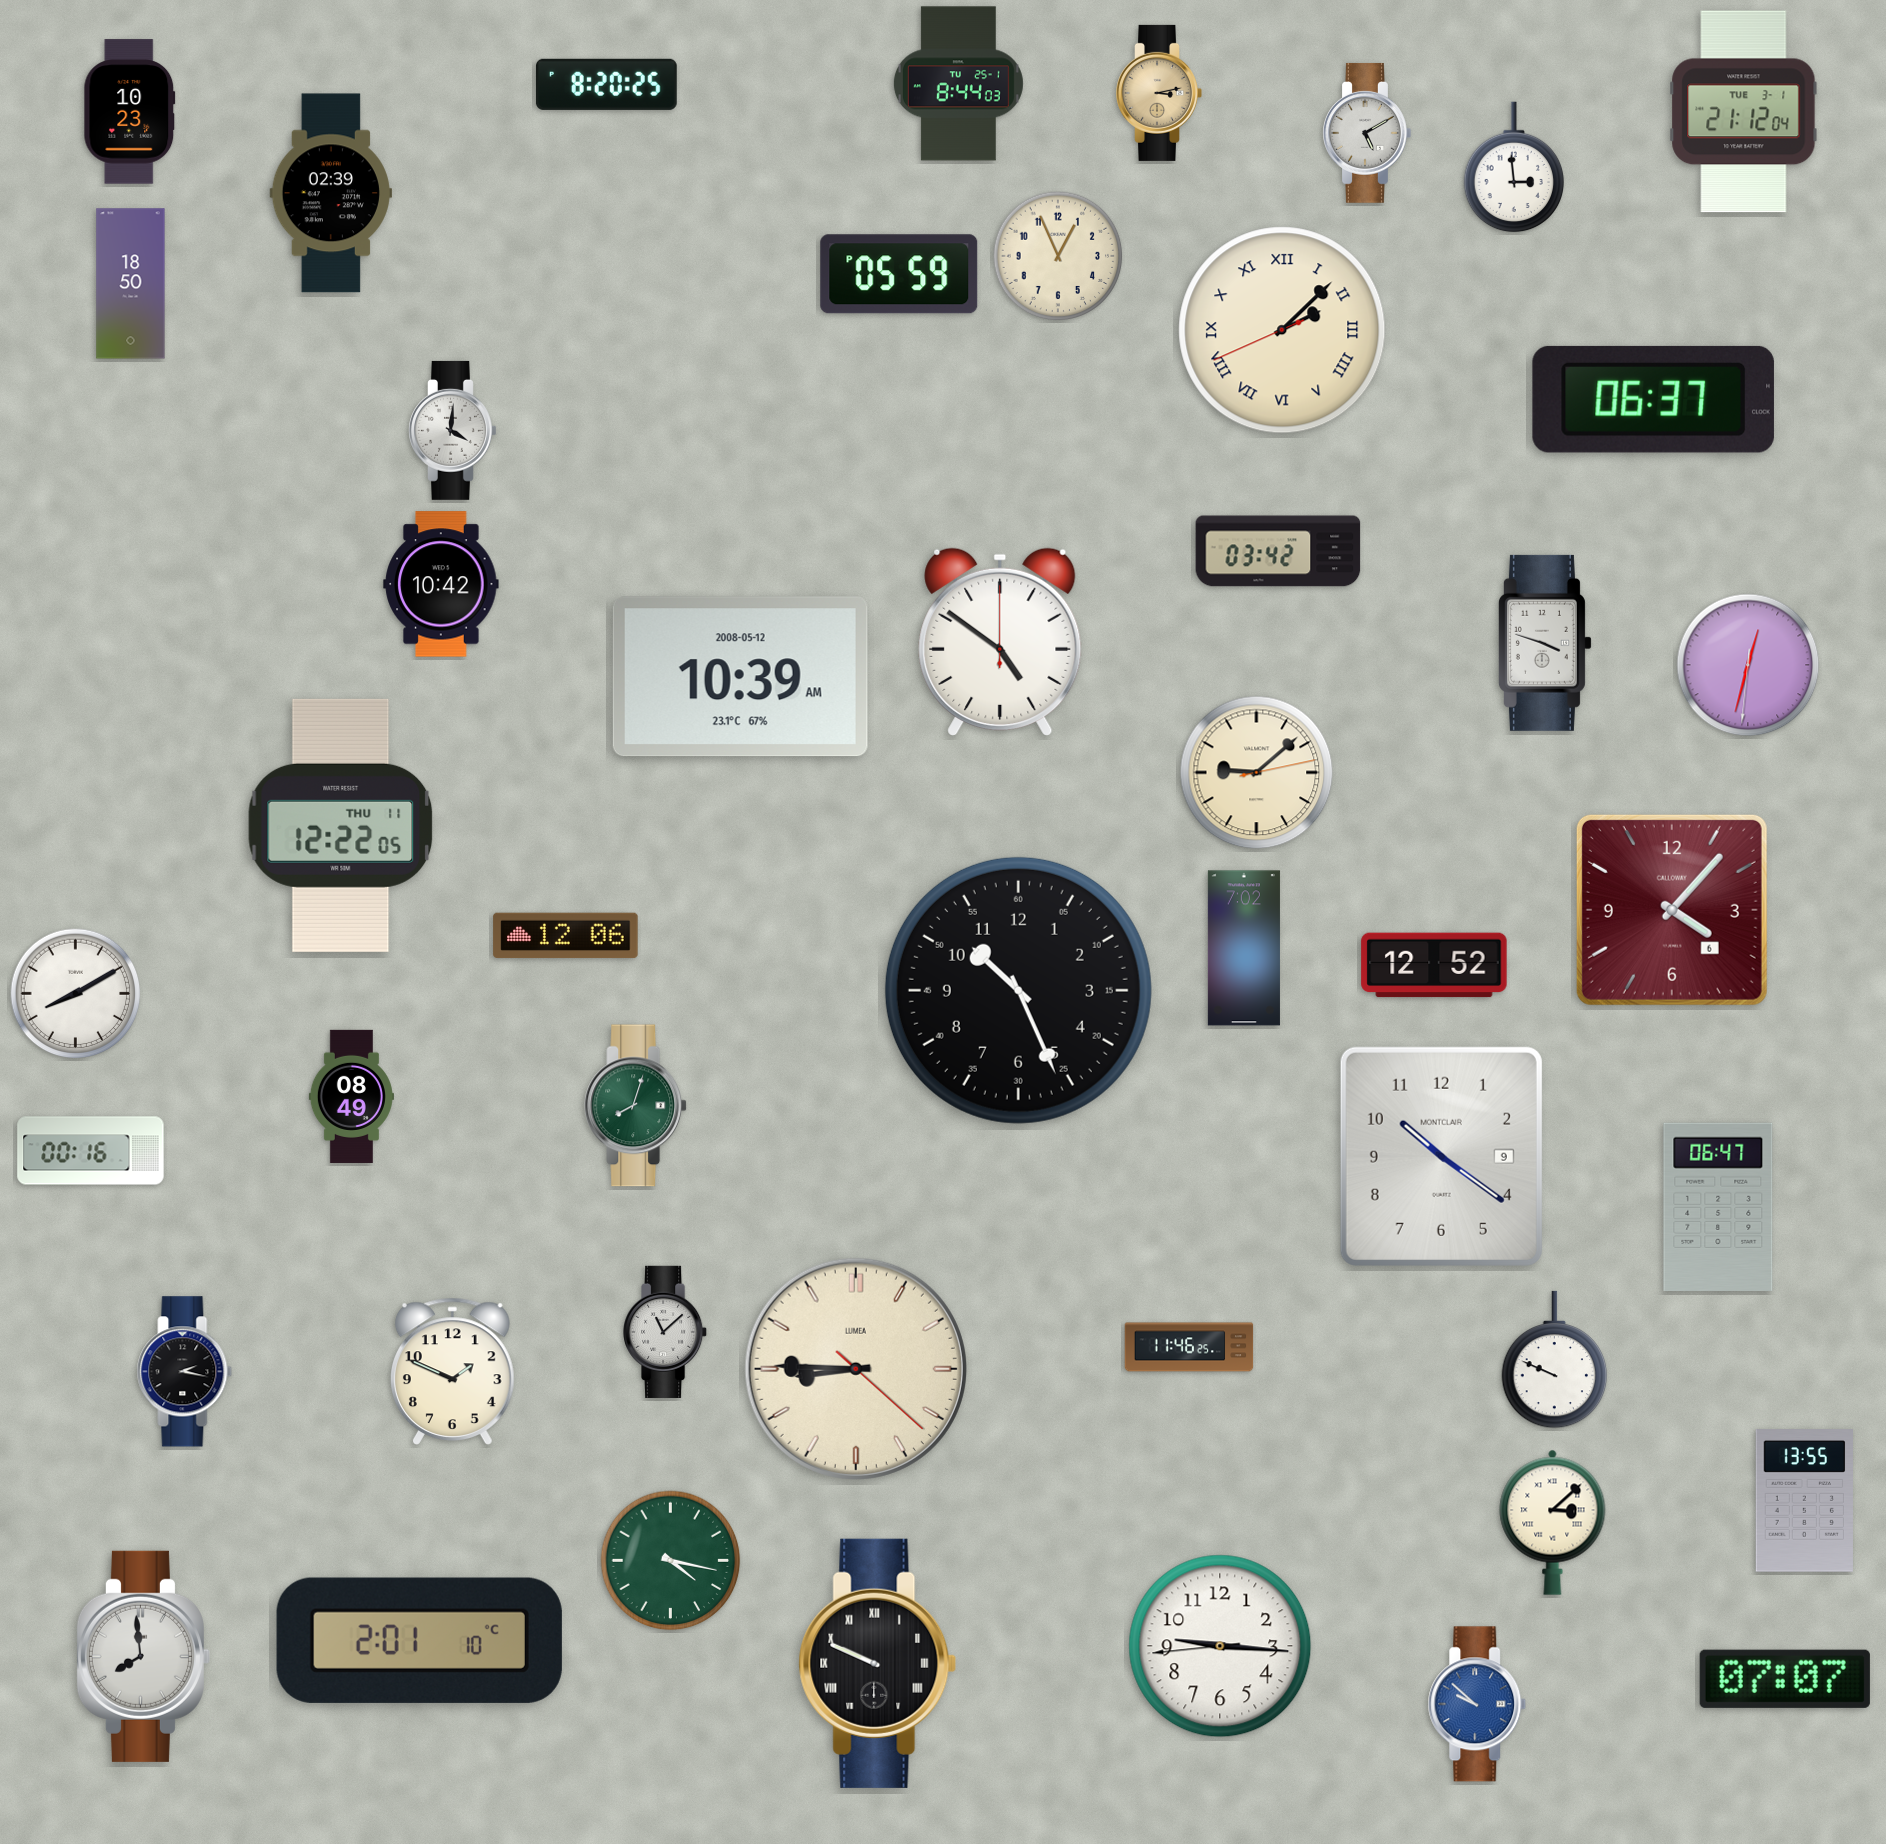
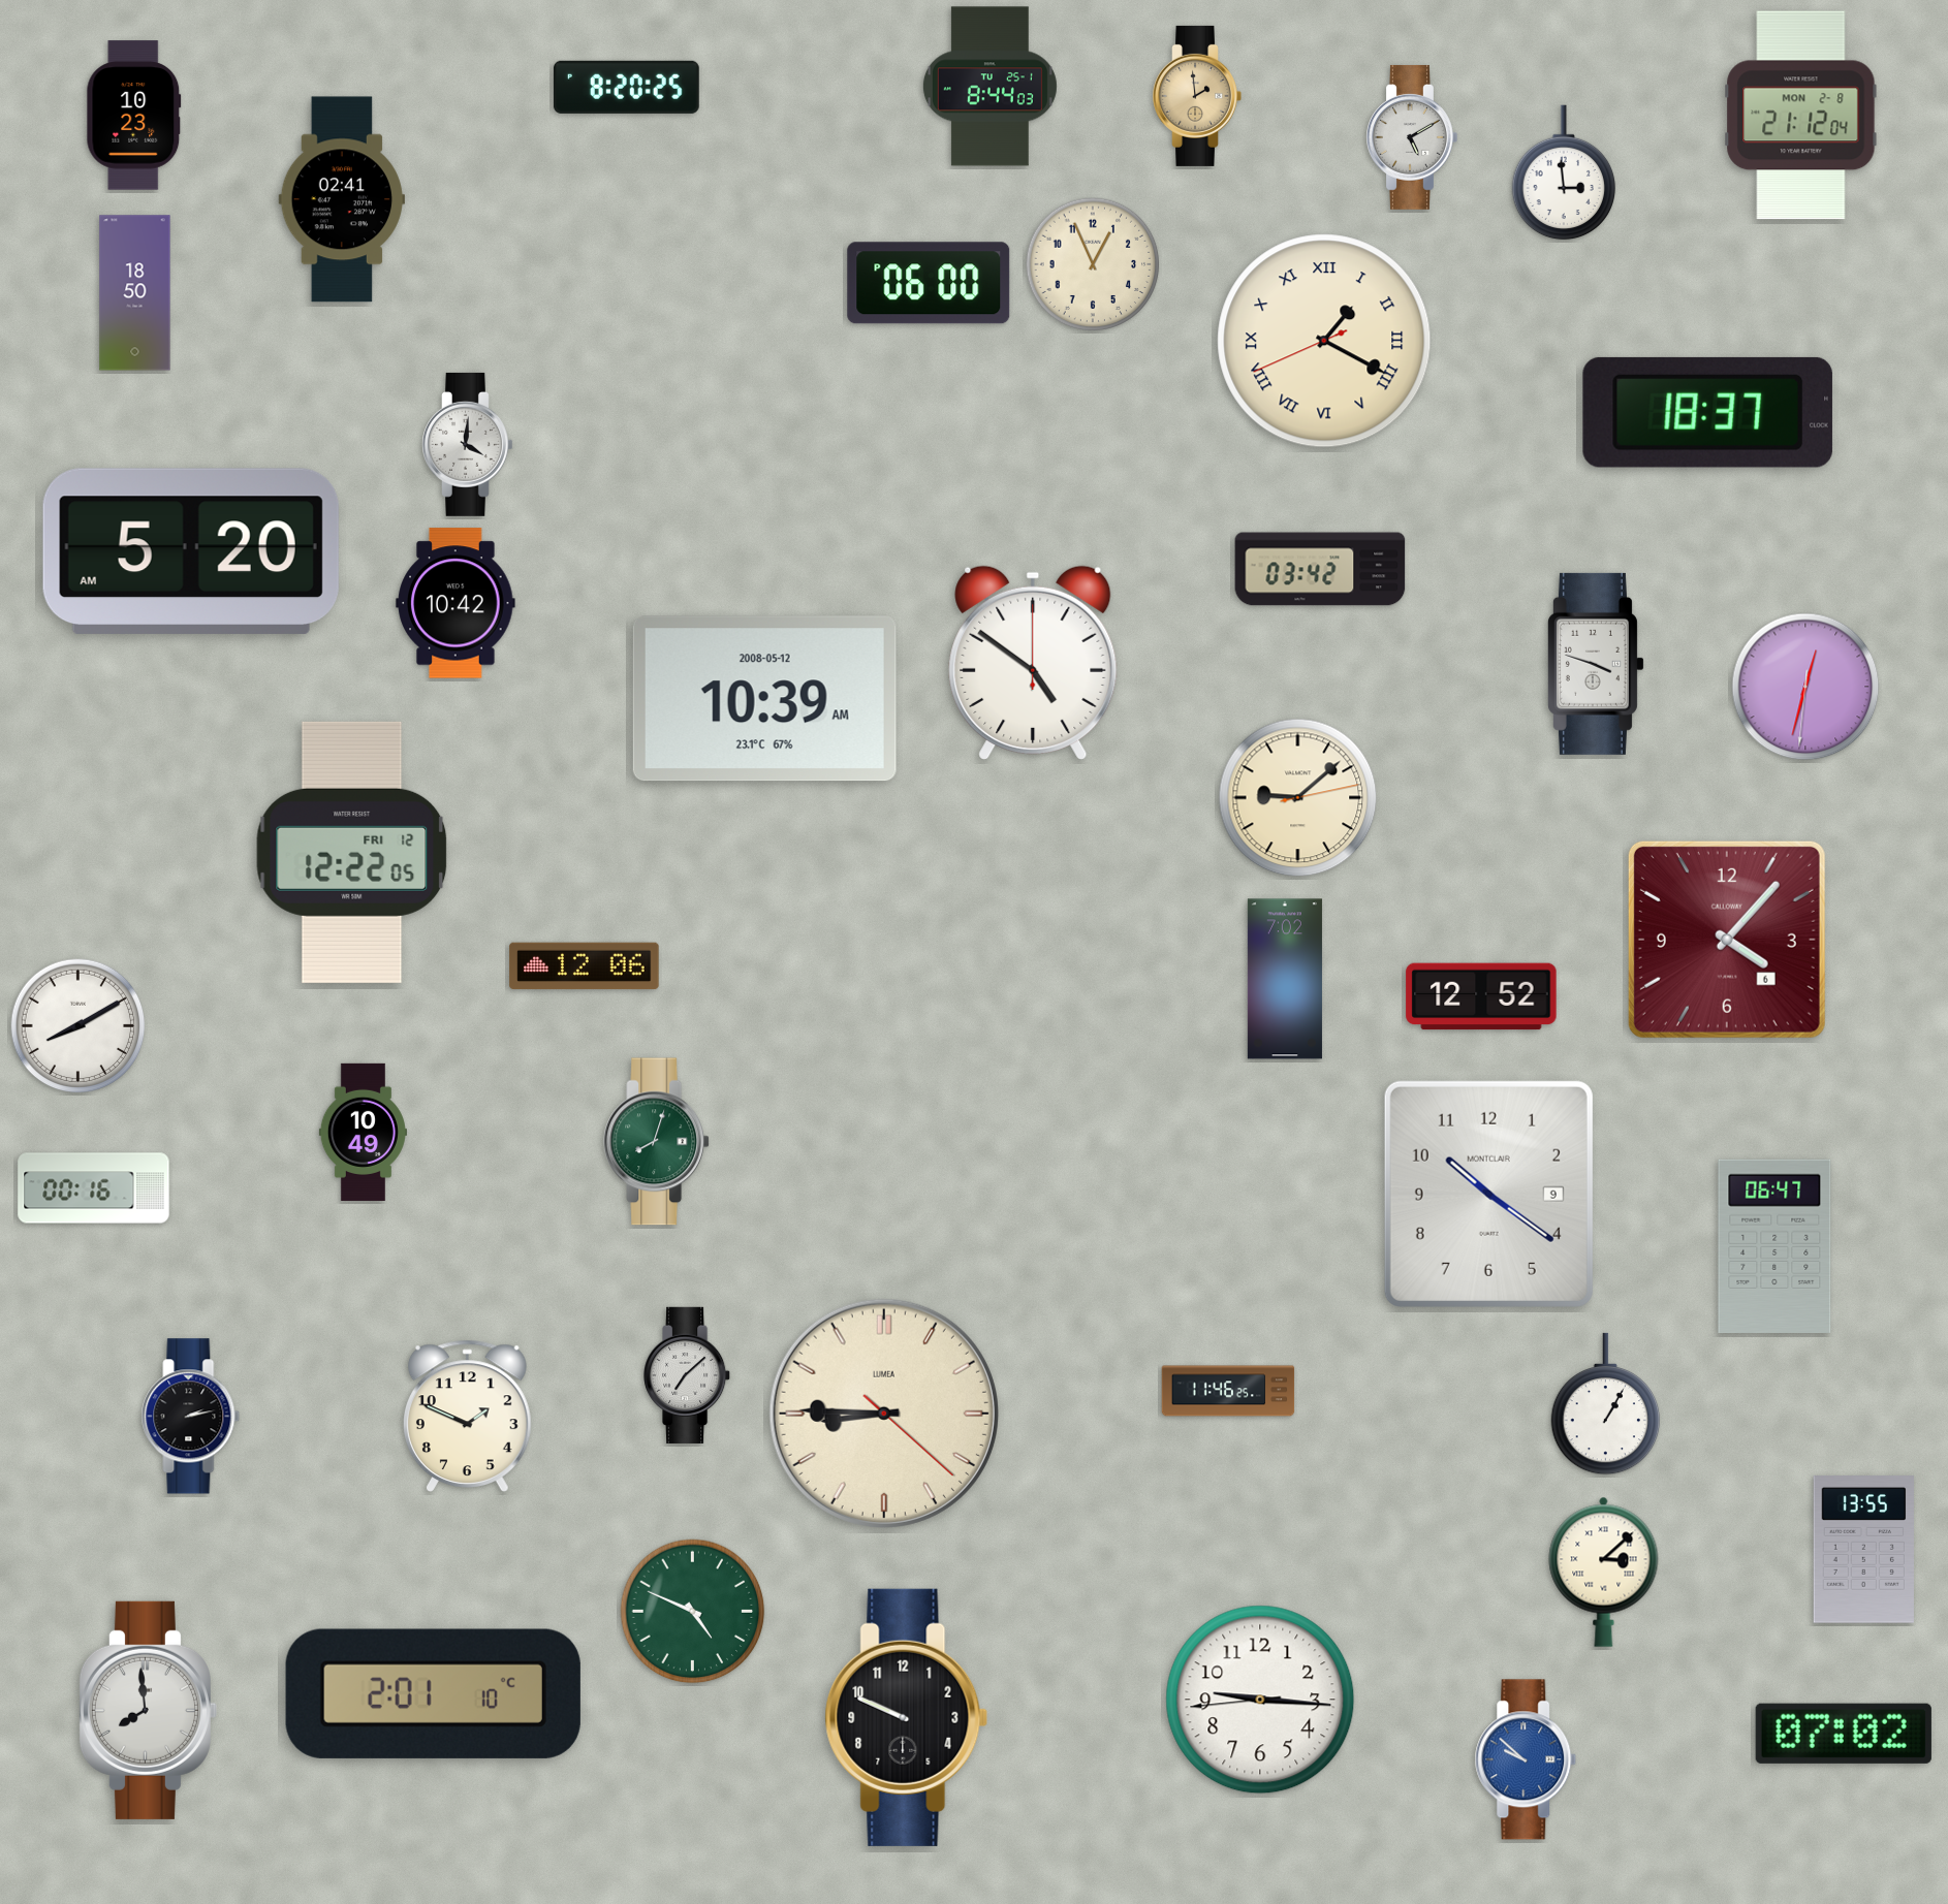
clock at (1159, 93): 3:13 -> 1:59
clock at (1744, 112) date: TUE 3-1 -> MON 2-8
clock at (330, 193): 02:39 -> 02:41
clock at (899, 274): 05:59 -> 06:00
clock at (1282, 330): 2:07 -> 1:19
clock at (1653, 399): 06:37 -> 18:37
clock at (191, 551): none -> 5:20
clock at (341, 825) date: THU 11 -> FRI 12
clock at (1018, 990): 10:26 -> none
clock at (351, 1096): 08:49 -> 10:49
clock at (666, 1332): 11:08 -> 7:08
clock at (1555, 1360): 9:49 -> 1:05
clock at (185, 1372): 2:17 -> 2:13
clock at (671, 1561): 4:17 -> 4:49
clock at (878, 1663) numerals: Roman -> Arabic
clock at (1785, 1679): 07:07 -> 07:02
